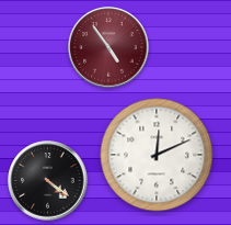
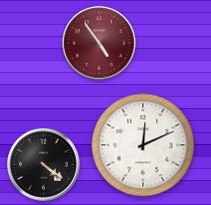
clock at (157, 155) position: (157, 155) -> (143, 145)
